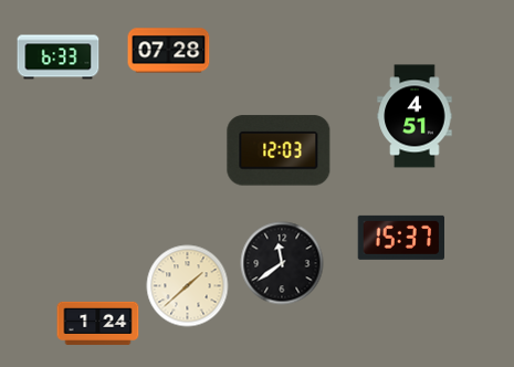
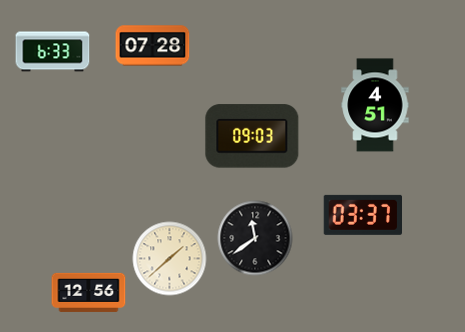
clock at (279, 150): 12:03 -> 09:03
clock at (400, 238): 15:37 -> 03:37
clock at (98, 323): 1:24 -> 12:56
